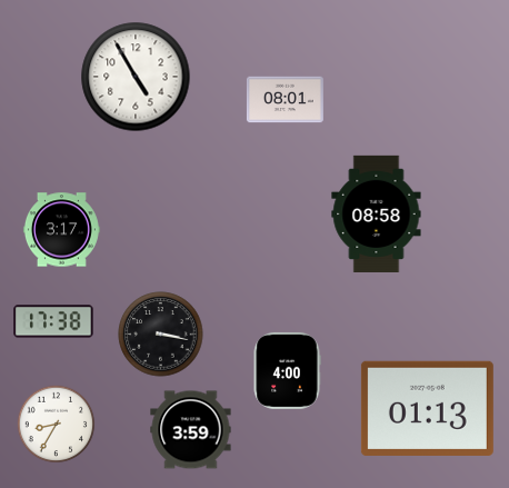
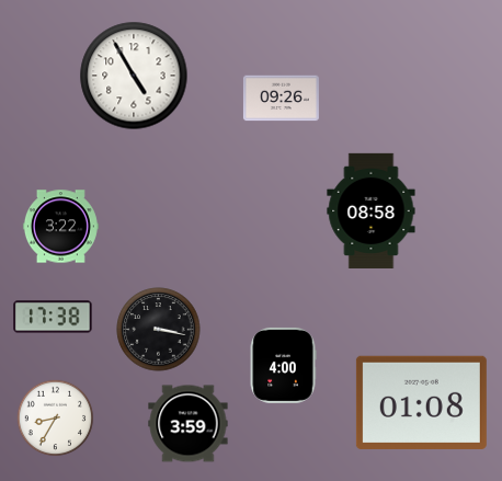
clock at (285, 100): 08:01 -> 09:26
clock at (61, 230): 3:17 -> 3:22
clock at (427, 408): 01:13 -> 01:08
